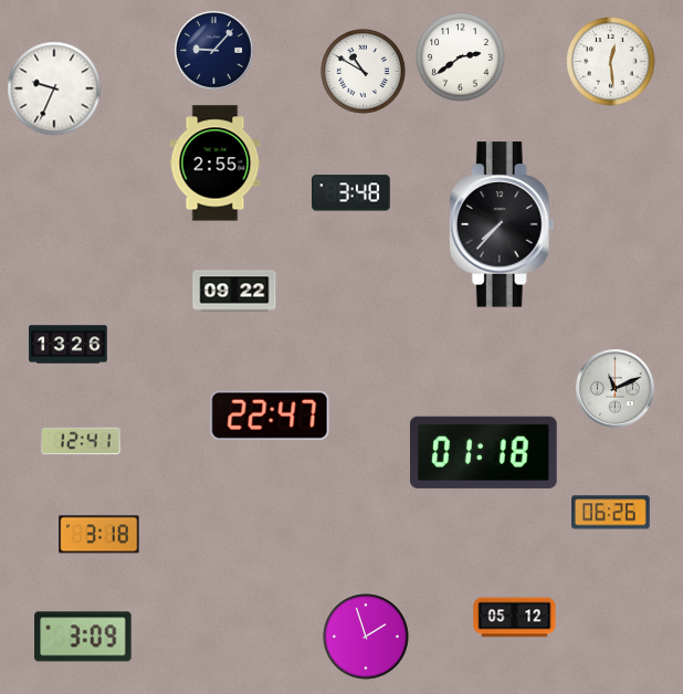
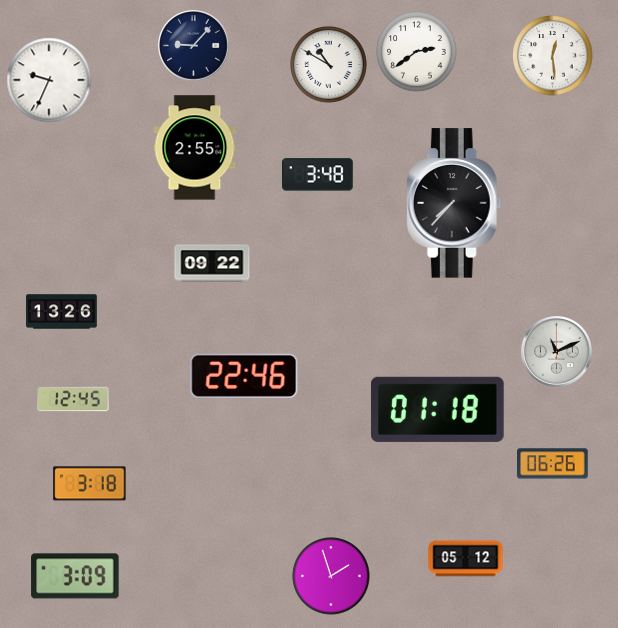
clock at (270, 416): 22:47 -> 22:46
clock at (81, 441): 12:41 -> 12:45
